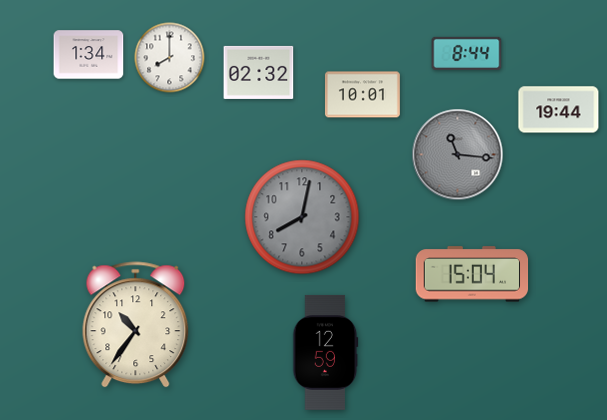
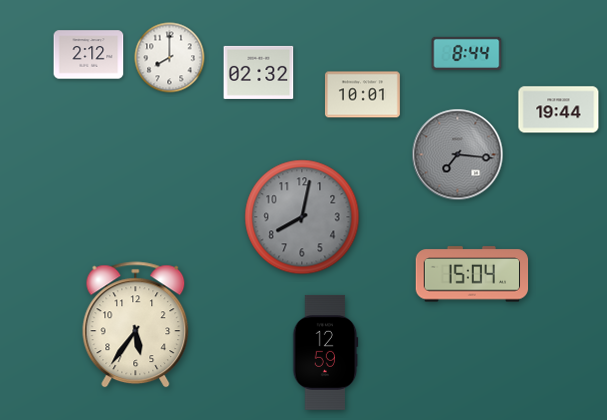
clock at (89, 55): 1:34 -> 2:12
clock at (458, 155): 11:16 -> 7:16
clock at (136, 325): 10:36 -> 5:36
